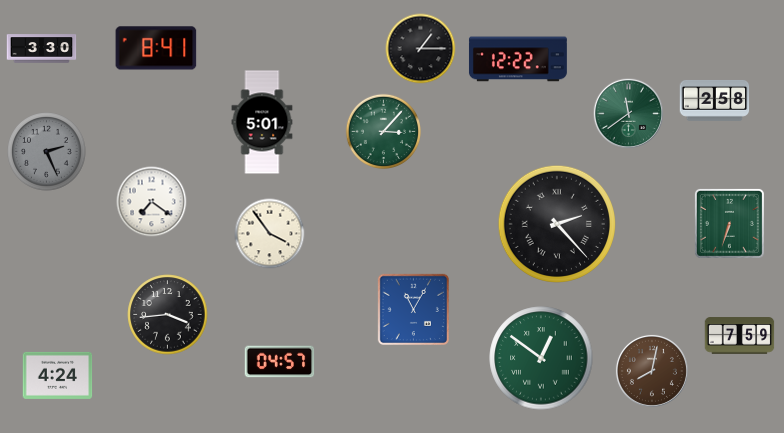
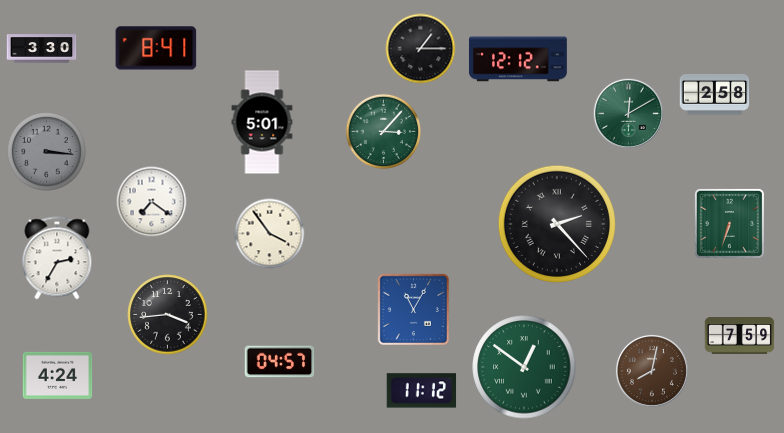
clock at (518, 59): 12:22 -> 12:12
clock at (715, 101) position: (715, 101) -> (715, 95)
clock at (628, 113): 11:39 -> 12:10
clock at (47, 152): 2:26 -> 3:16
clock at (57, 258): none -> 2:35
clock at (541, 358) position: (541, 358) -> (524, 367)
clock at (422, 391): none -> 11:12
